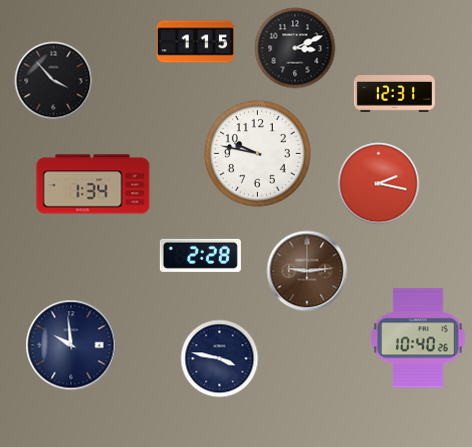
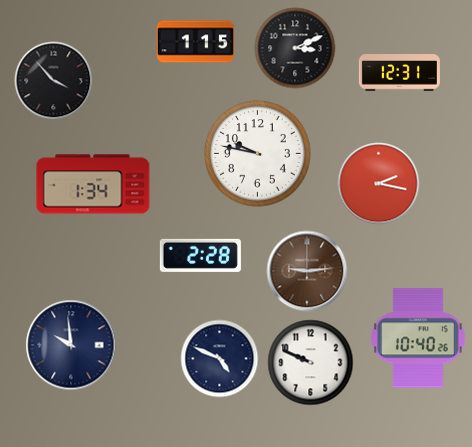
clock at (394, 94) position: (394, 94) -> (399, 73)
clock at (219, 358): 3:47 -> 4:49
clock at (310, 362): none -> 9:49
